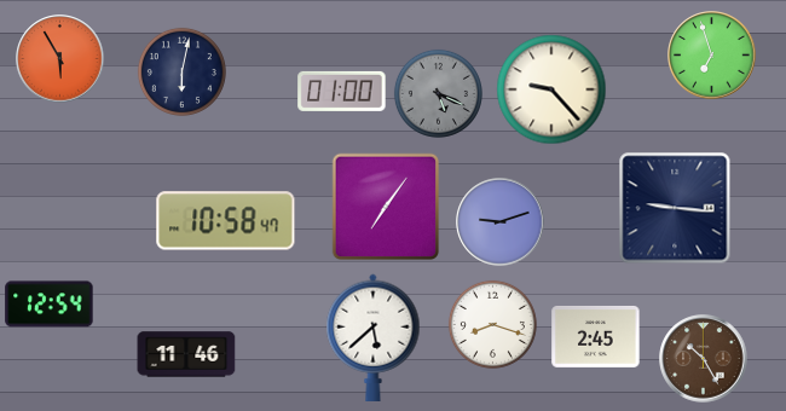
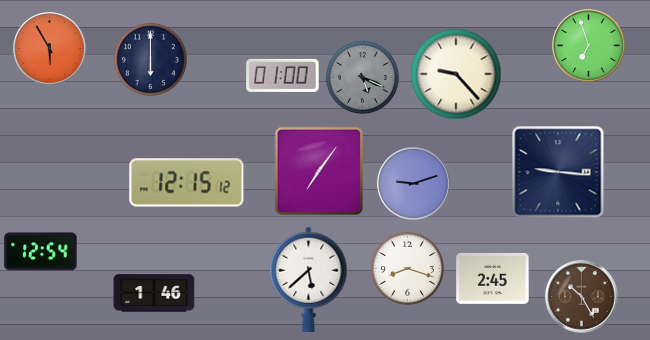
clock at (181, 71): 6:02 -> 6:00
clock at (226, 221): 10:58 -> 12:15
clock at (186, 354): 11:46 -> 1:46
